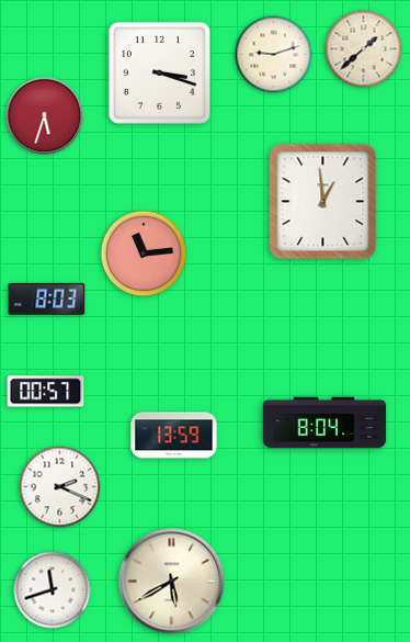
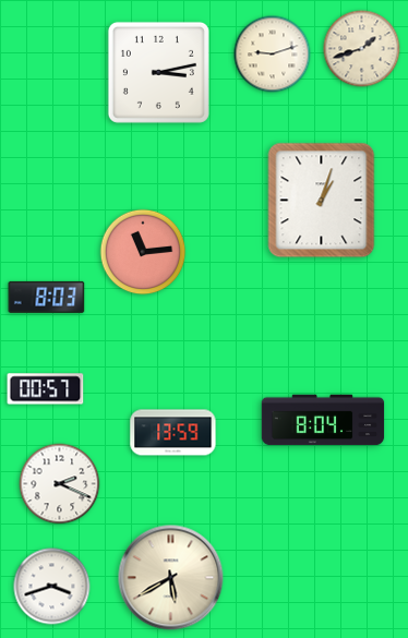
clock at (364, 49): 1:38 -> 1:42
clock at (159, 72): 3:18 -> 3:13
clock at (45, 116): 5:33 -> none
clock at (323, 202): 12:59 -> 1:03
clock at (53, 590): 11:42 -> 3:42
